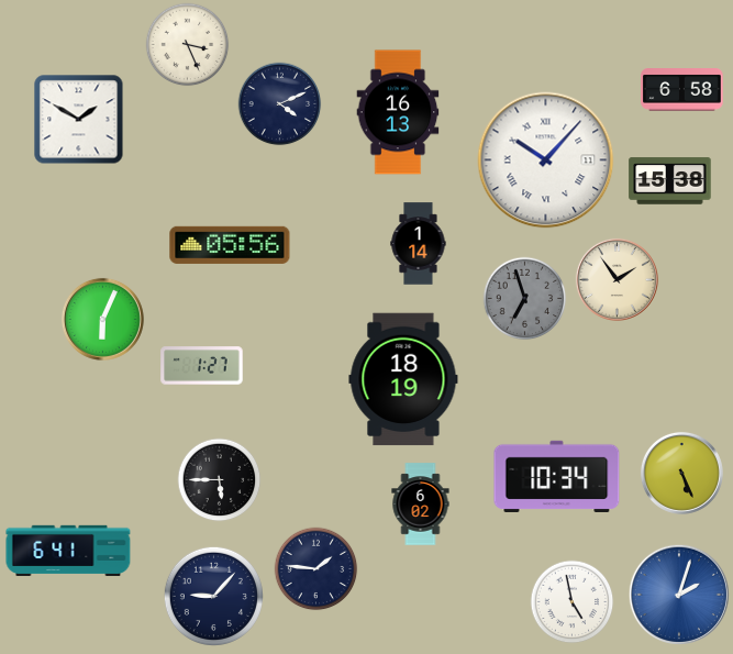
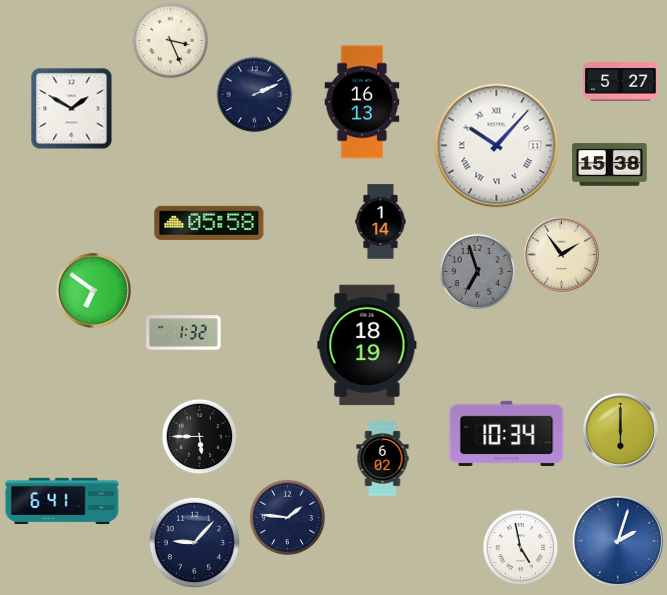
clock at (682, 90): 6:58 -> 5:27
clock at (280, 104): 4:11 -> 2:11
clock at (230, 245): 05:56 -> 05:58
clock at (102, 319): 6:04 -> 6:51
clock at (202, 366): 1:27 -> 1:32
clock at (681, 473): 5:26 -> 6:00
